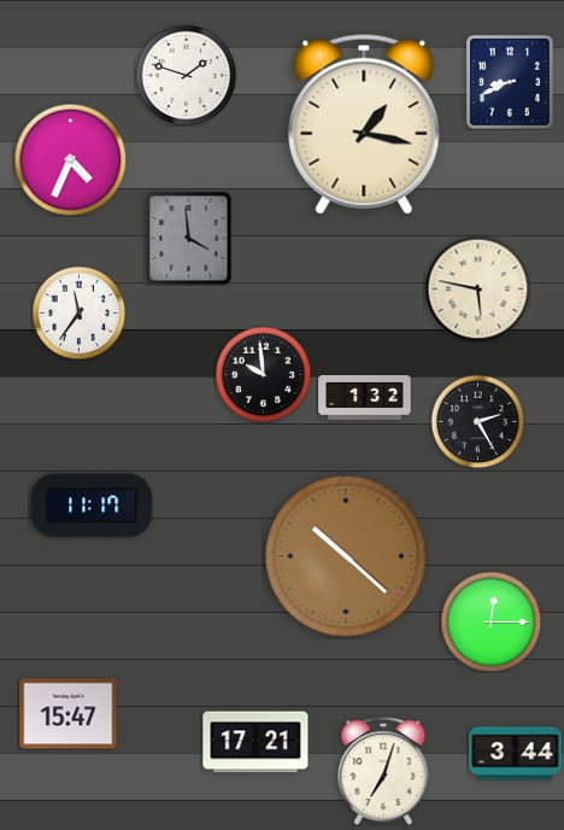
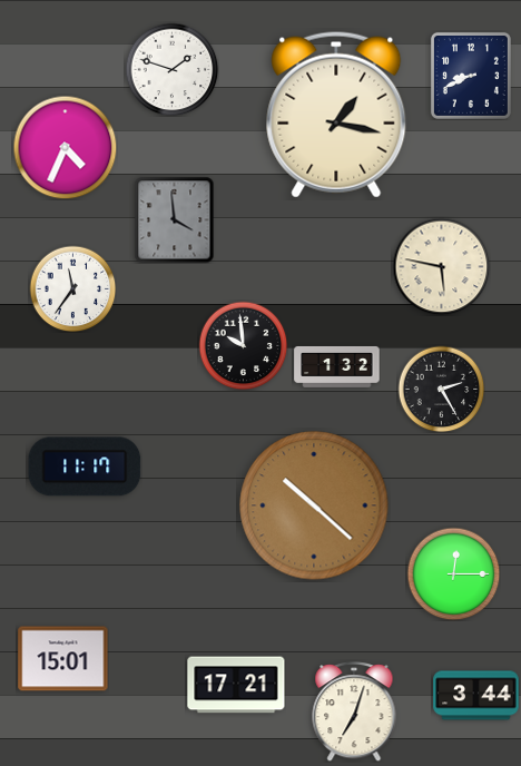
clock at (346, 556) position: (346, 556) -> (314, 505)
clock at (69, 714): 15:47 -> 15:01
